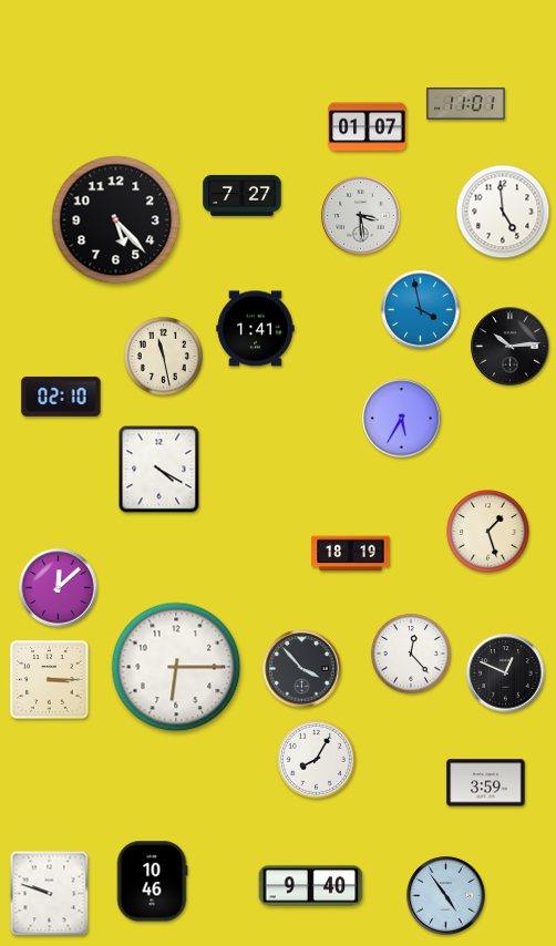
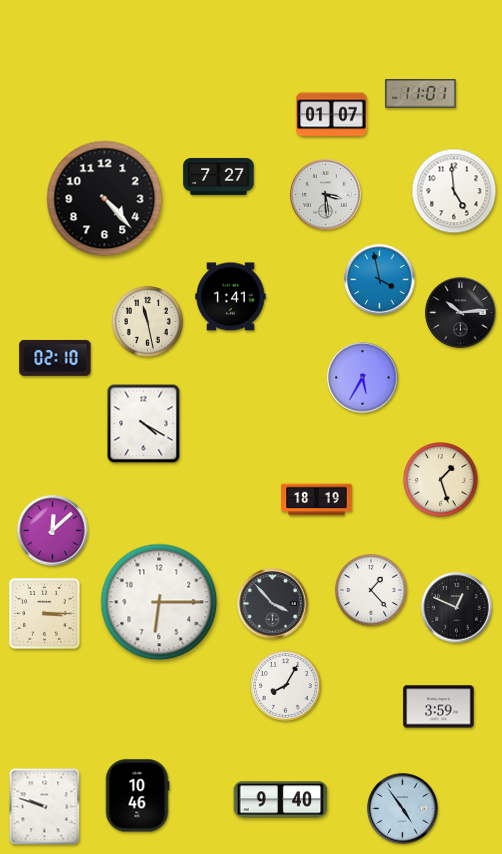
clock at (116, 220): 5:23 -> 4:23
clock at (412, 655): 12:23 -> 1:23
